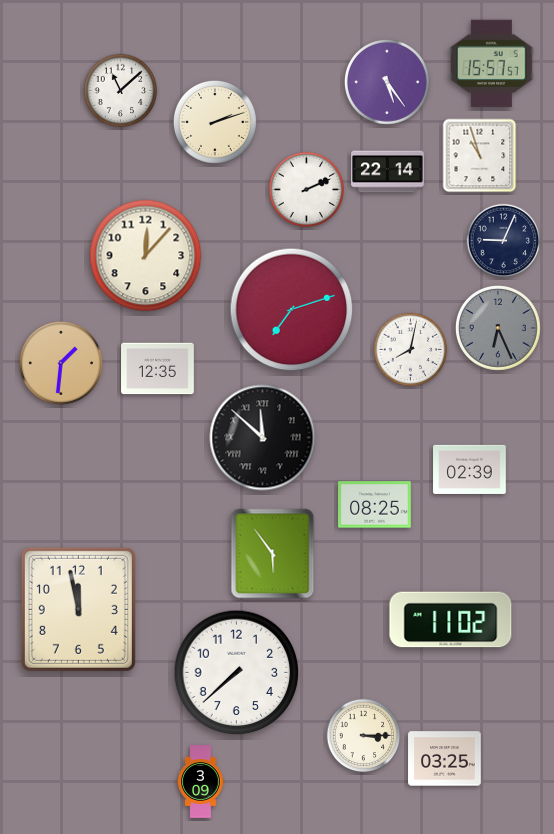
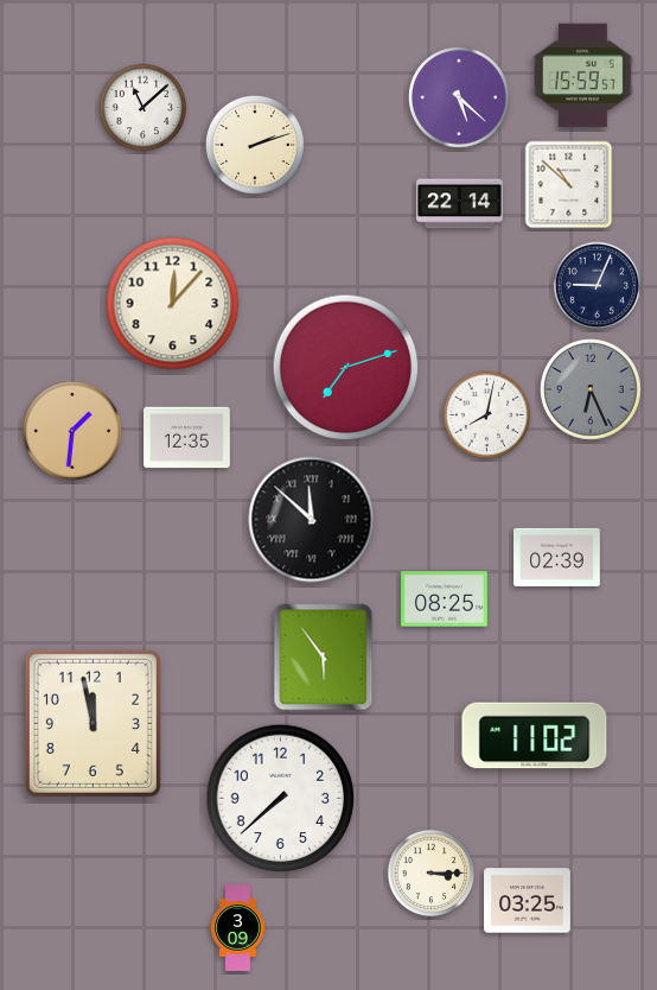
clock at (492, 64): 15:57 -> 15:59
clock at (387, 82): 5:24 -> 5:22
clock at (480, 156): 10:57 -> 10:52
clock at (307, 190): 2:11 -> none
